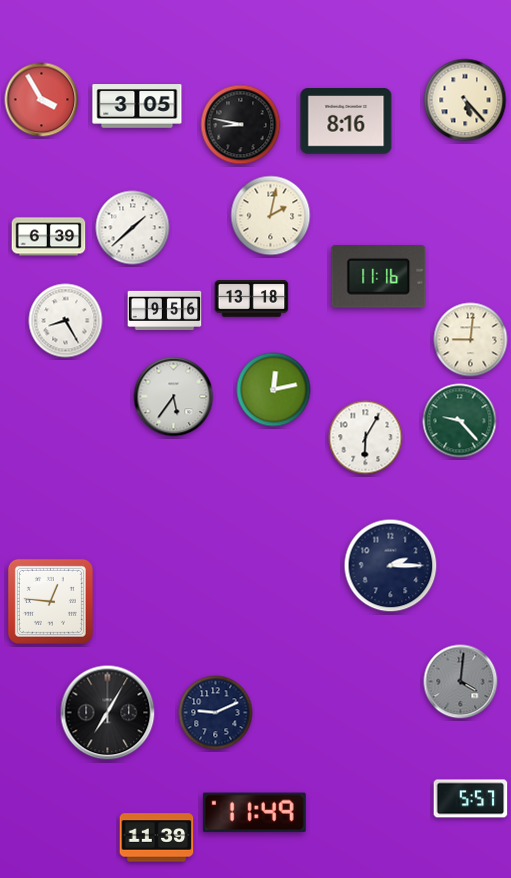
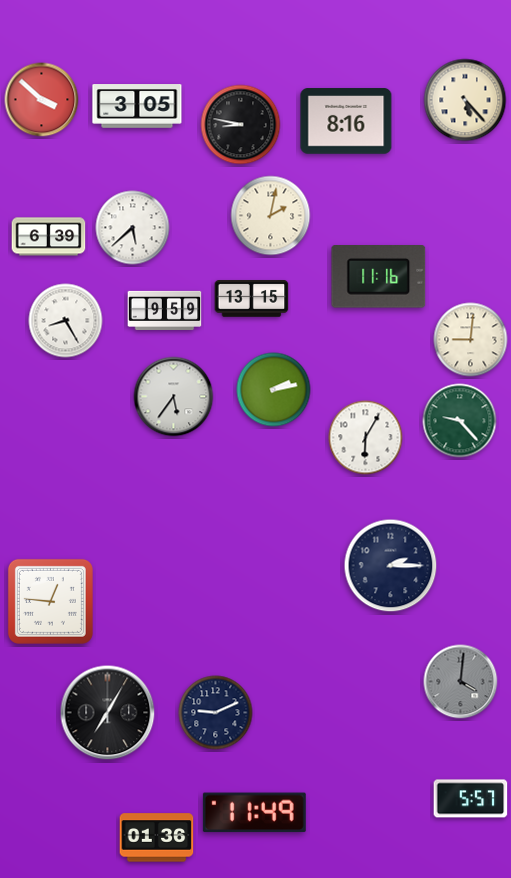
clock at (42, 100): 3:55 -> 3:52
clock at (133, 228): 1:38 -> 5:38
clock at (252, 299): 13:18 -> 13:15
clock at (165, 310): 9:56 -> 9:59
clock at (274, 390): 12:13 -> 2:13
clock at (157, 838): 11:39 -> 01:36
